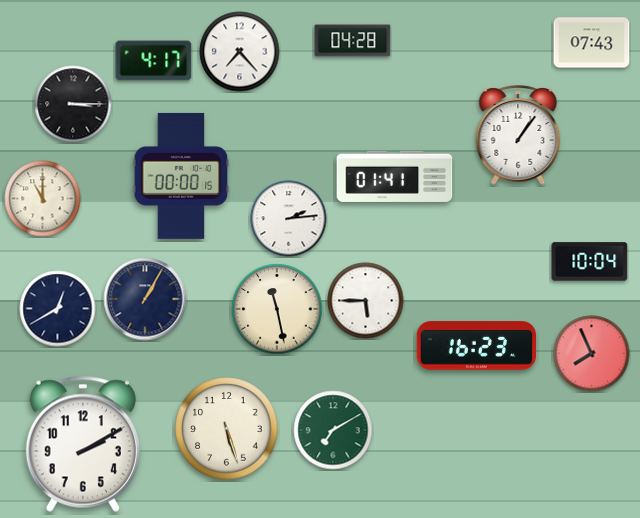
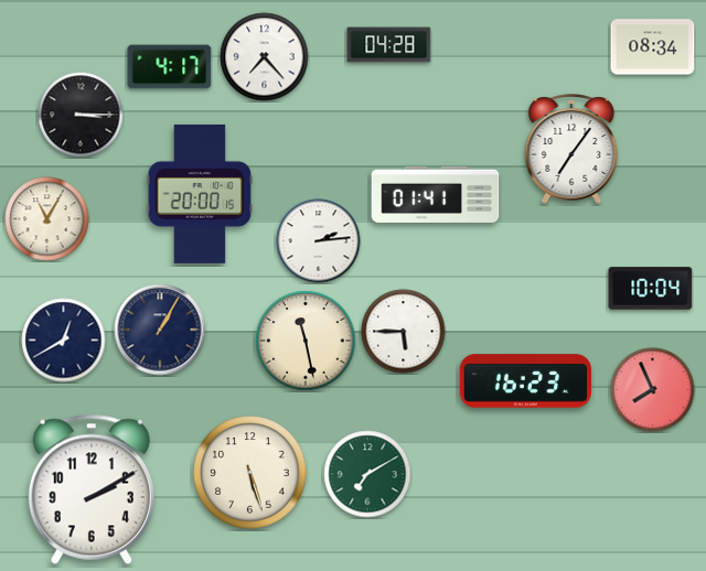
clock at (592, 43): 07:43 -> 08:34
clock at (518, 135): 1:06 -> 7:06
clock at (181, 176): 00:00 -> 20:00
clock at (43, 199): 11:00 -> 11:05
